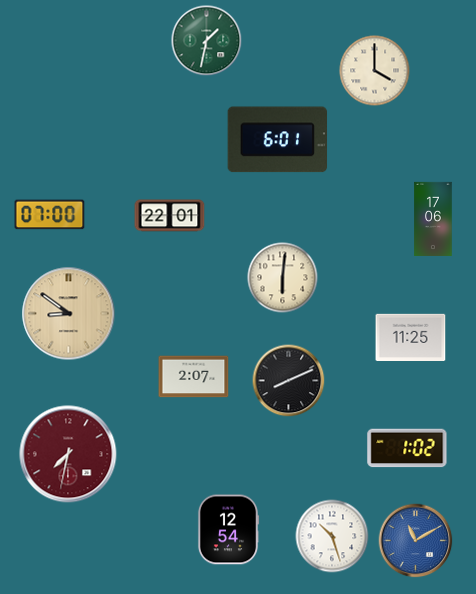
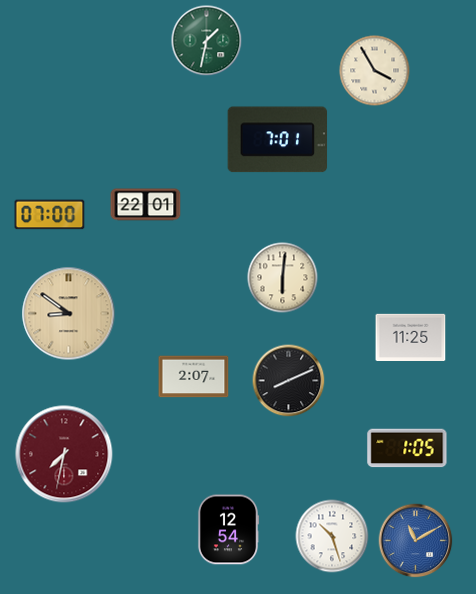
clock at (375, 71): 4:00 -> 3:55
clock at (278, 140): 6:01 -> 7:01
clock at (170, 216) position: (170, 216) -> (146, 205)
clock at (433, 218): 17:06 -> none
clock at (407, 448): 1:02 -> 1:05
clock at (68, 454) position: (68, 454) -> (64, 454)
